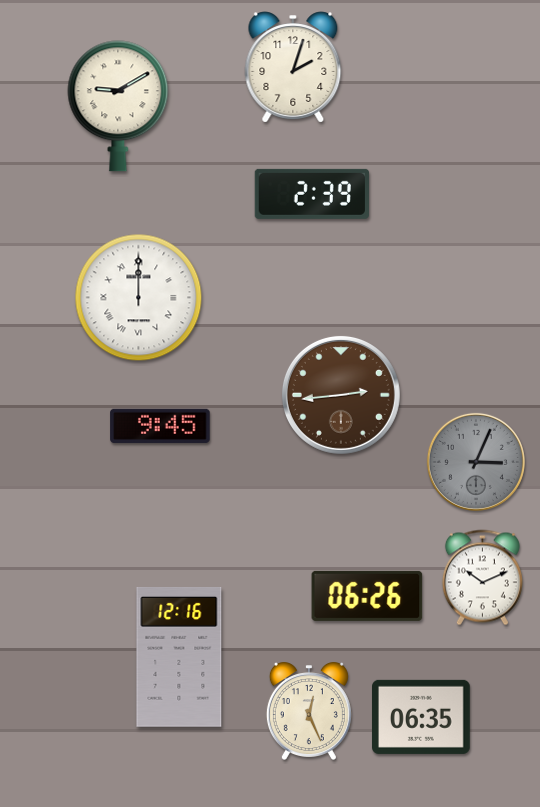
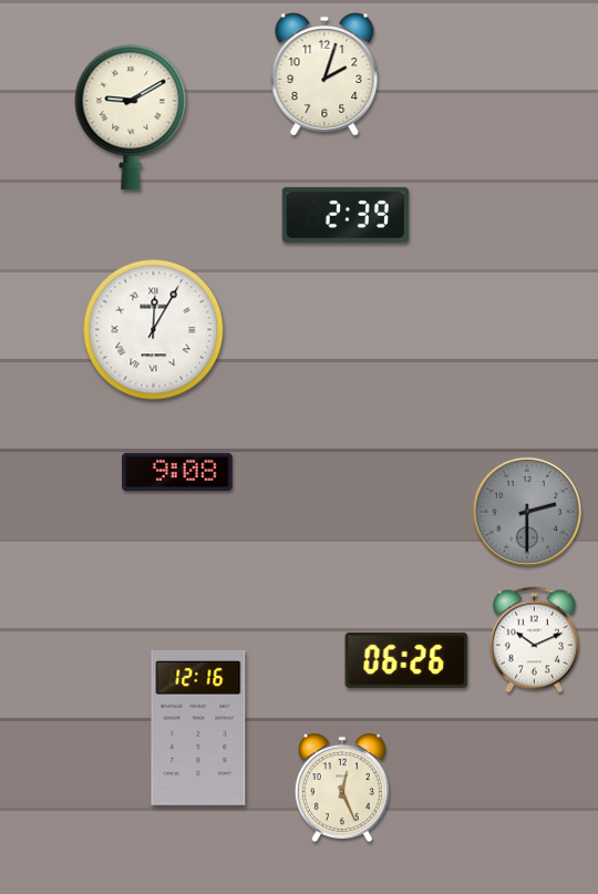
clock at (139, 298): 12:00 -> 12:05
clock at (341, 395): 2:44 -> none
clock at (160, 425): 9:45 -> 9:08
clock at (476, 462): 3:04 -> 2:30
clock at (422, 717): 06:35 -> none
